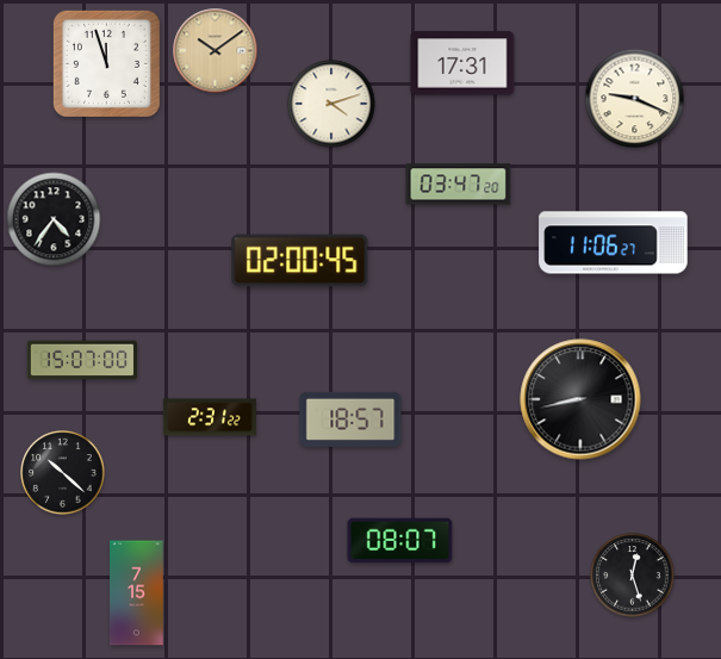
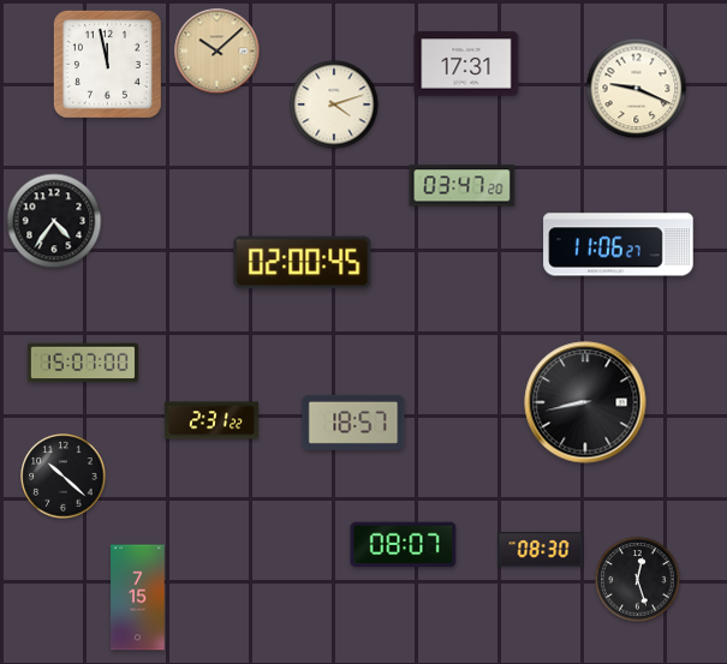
clock at (216, 51): 10:09 -> 10:08
clock at (106, 63): 11:57 -> 11:58
clock at (635, 99) position: (635, 99) -> (637, 89)
clock at (541, 550): none -> 08:30
